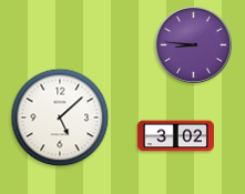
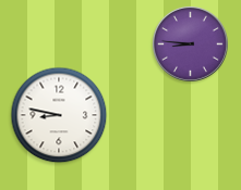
clock at (60, 118): 5:08 -> 8:47
clock at (175, 136): 3:02 -> none
